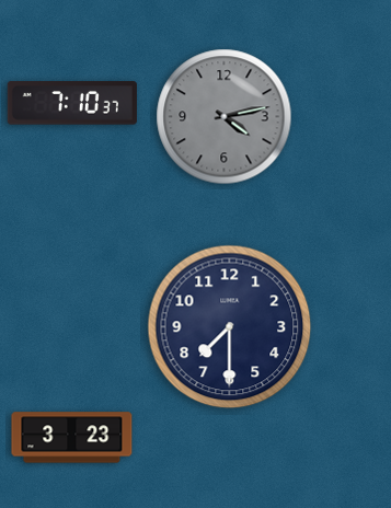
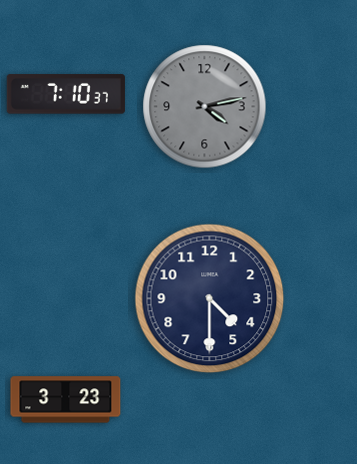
clock at (230, 327): 7:30 -> 4:30
